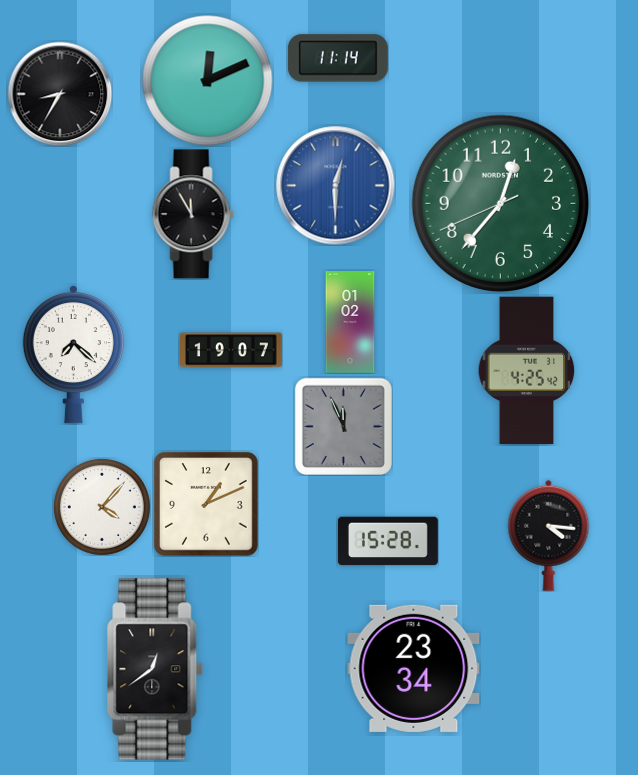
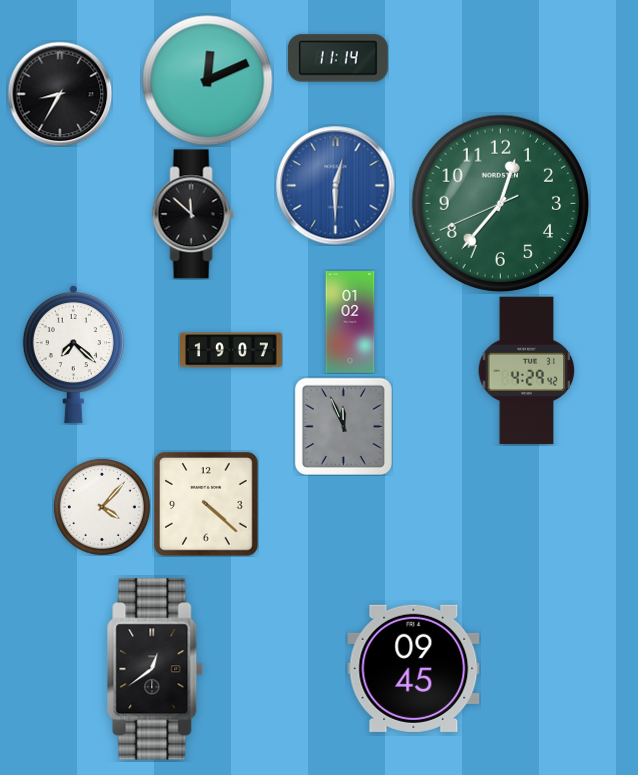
clock at (193, 214): 11:55 -> 11:52
clock at (527, 371): 4:25 -> 4:29
clock at (206, 504): 1:11 -> 4:22
clock at (549, 535): 4:16 -> none
clock at (388, 541): 15:28 -> none
clock at (414, 668): 23:34 -> 09:45
